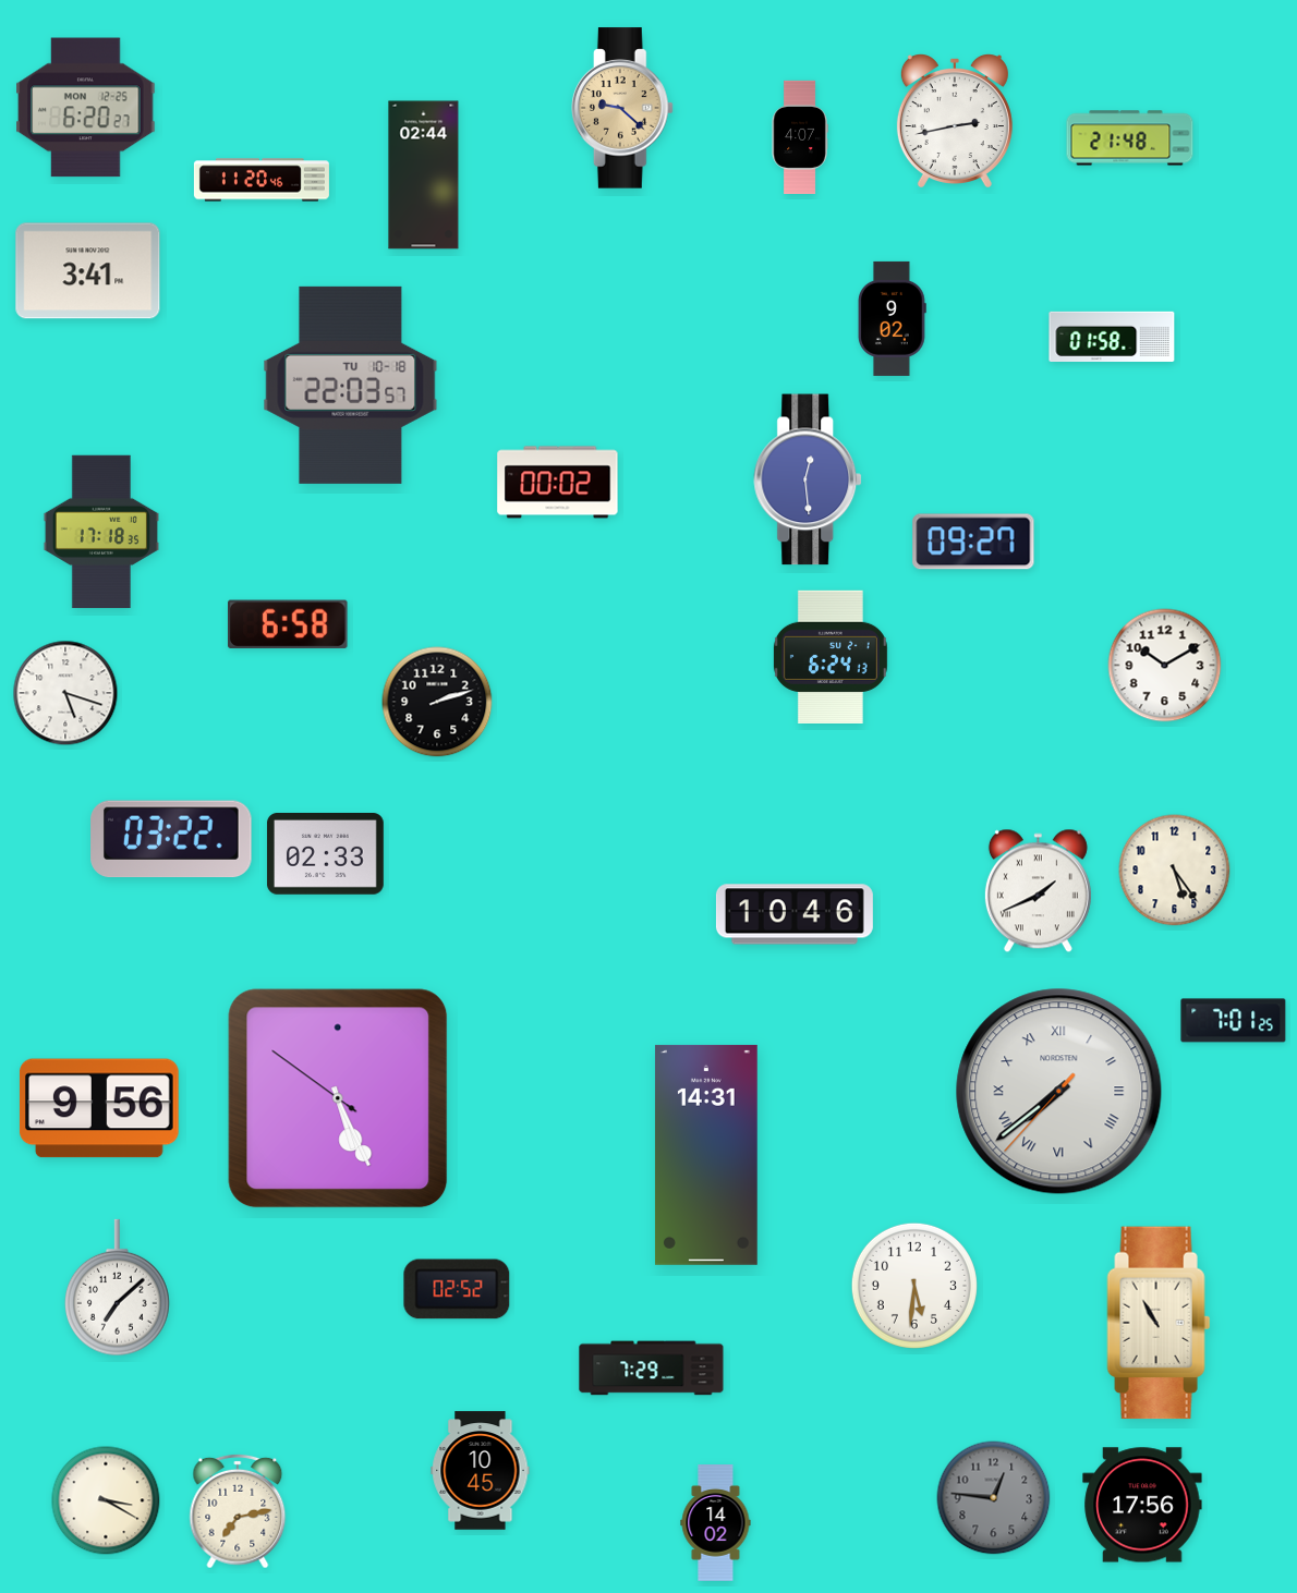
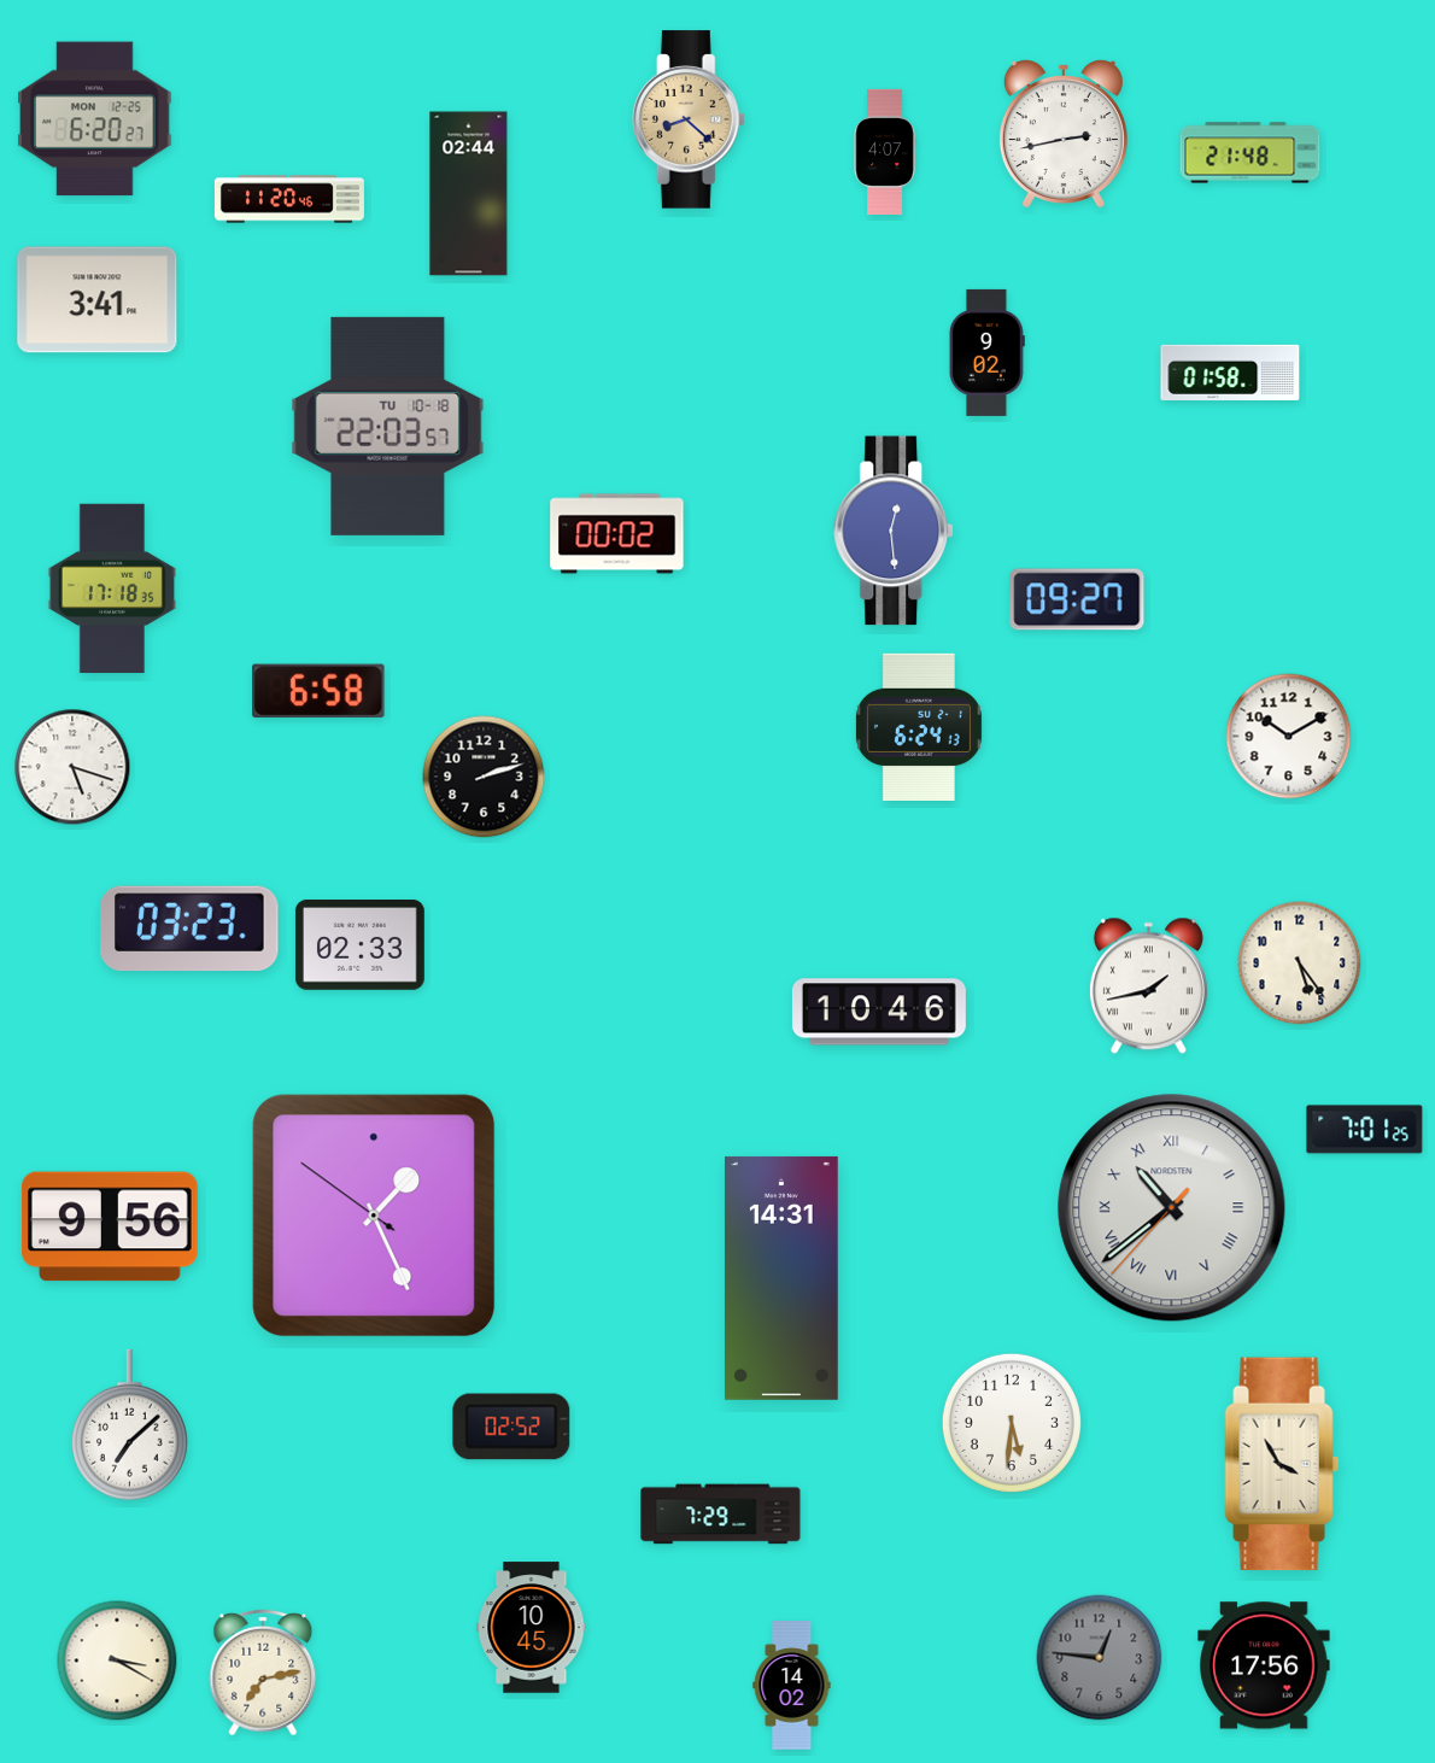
clock at (622, 108): 9:22 -> 8:22
clock at (955, 121) position: (955, 121) -> (1064, 134)
clock at (171, 839): 03:22 -> 03:23
clock at (1038, 891): 1:41 -> 1:43
clock at (1059, 1092): 7:38 -> 10:38
clock at (338, 1098): 5:25 -> 1:25
clock at (457, 1289) position: (457, 1289) -> (511, 1427)
clock at (1159, 1323): 10:55 -> 3:55
